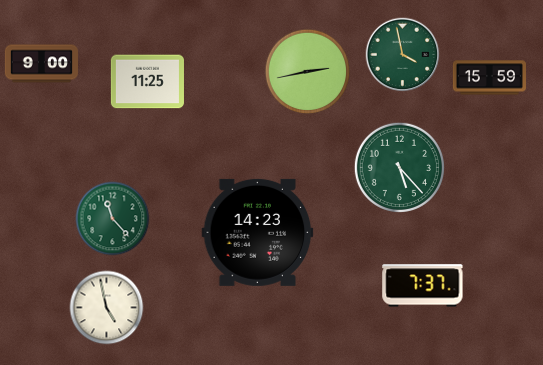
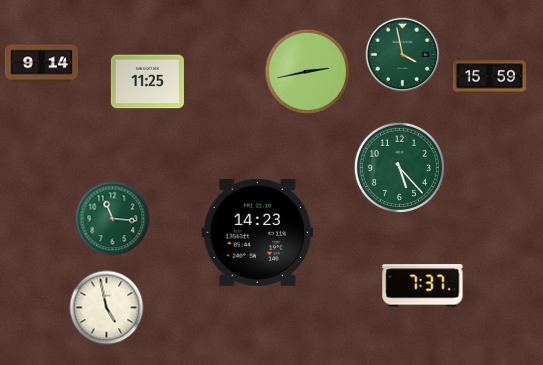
clock at (41, 64): 9:00 -> 9:14
clock at (113, 219): 11:23 -> 11:16
